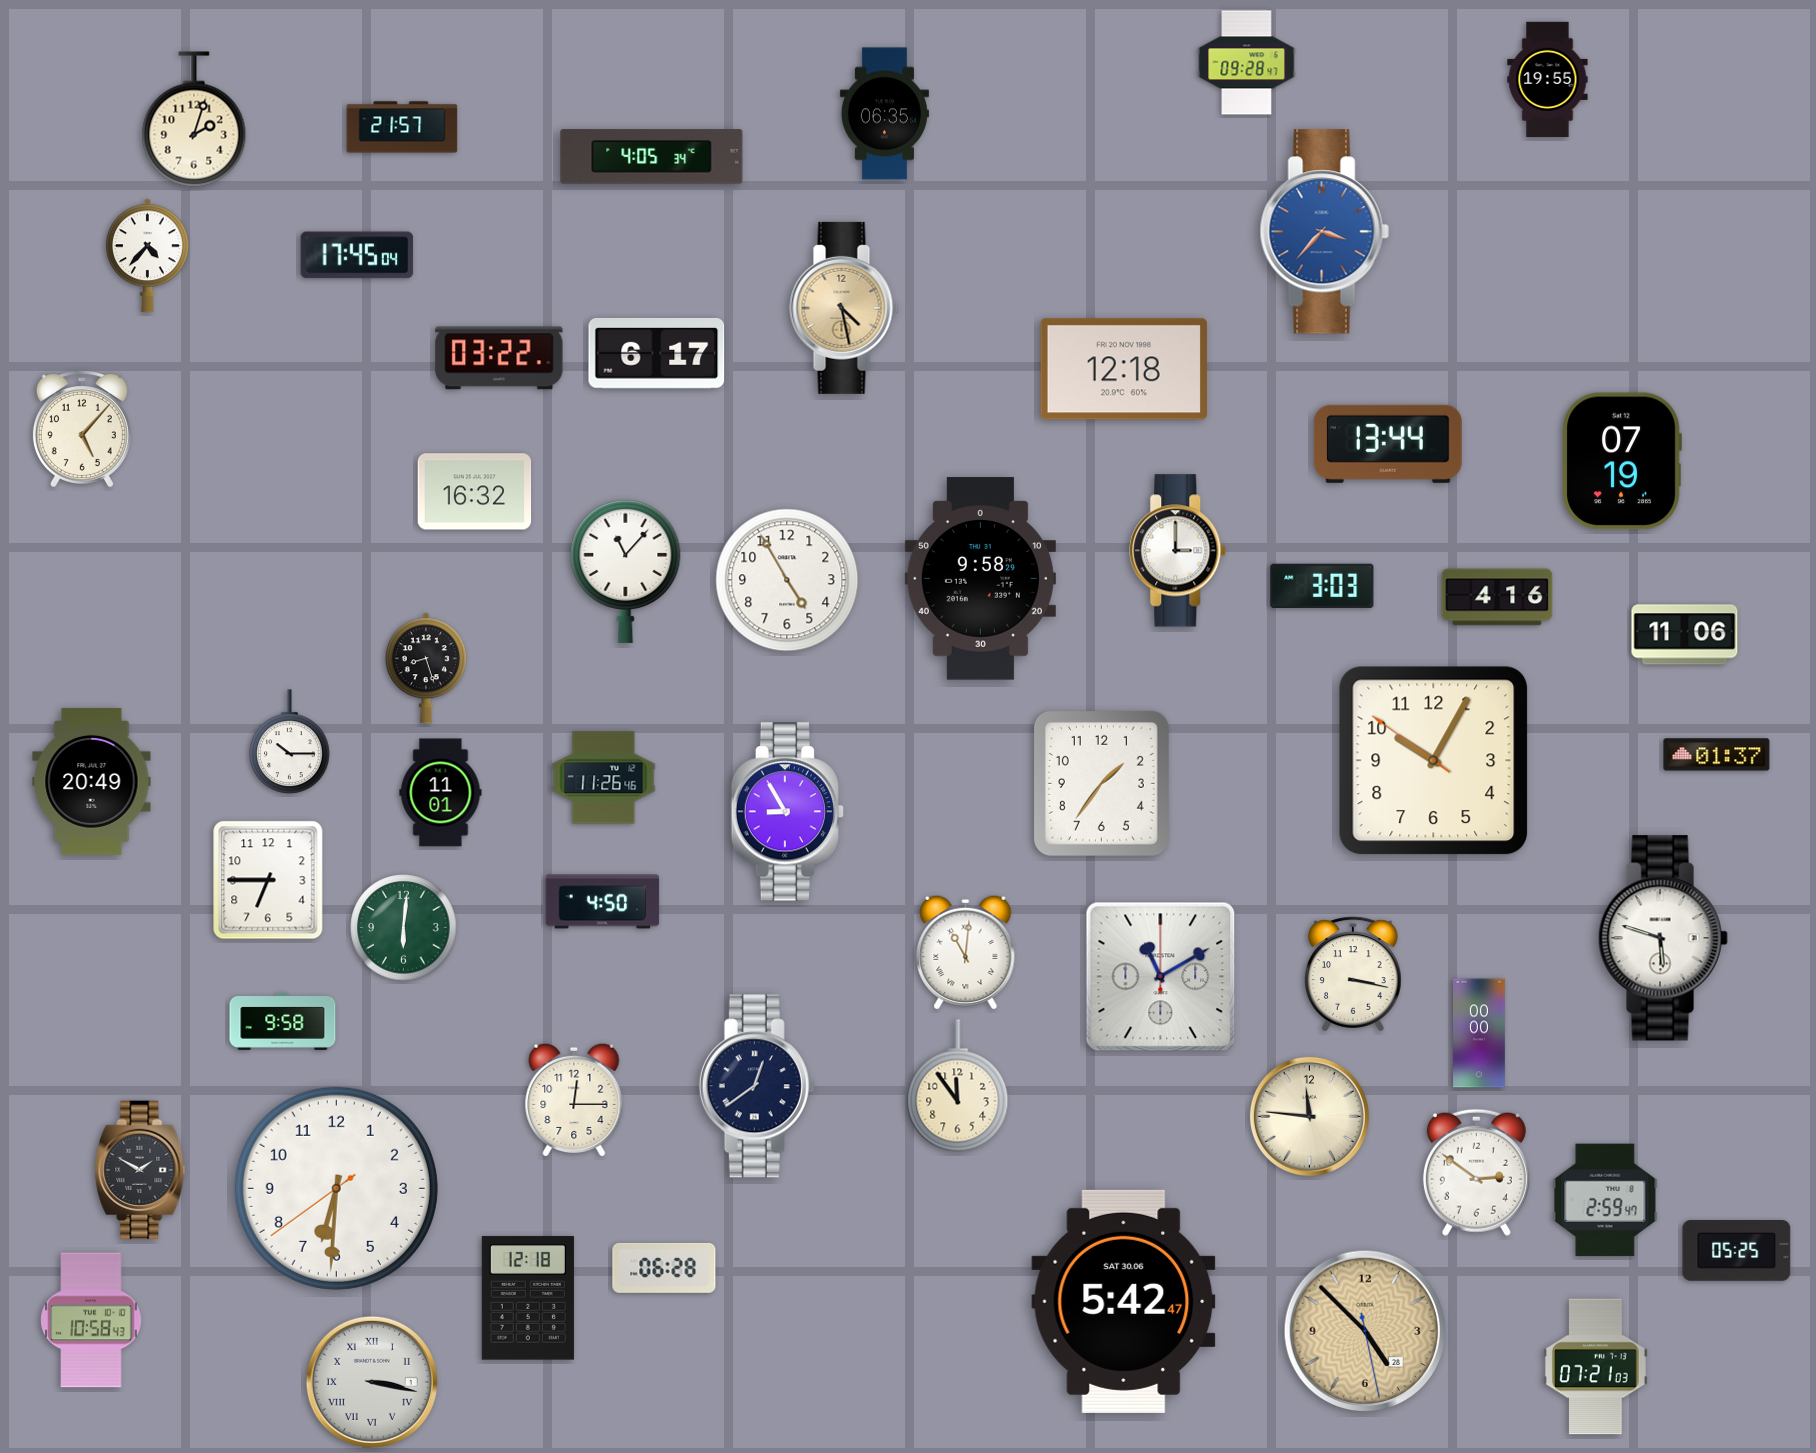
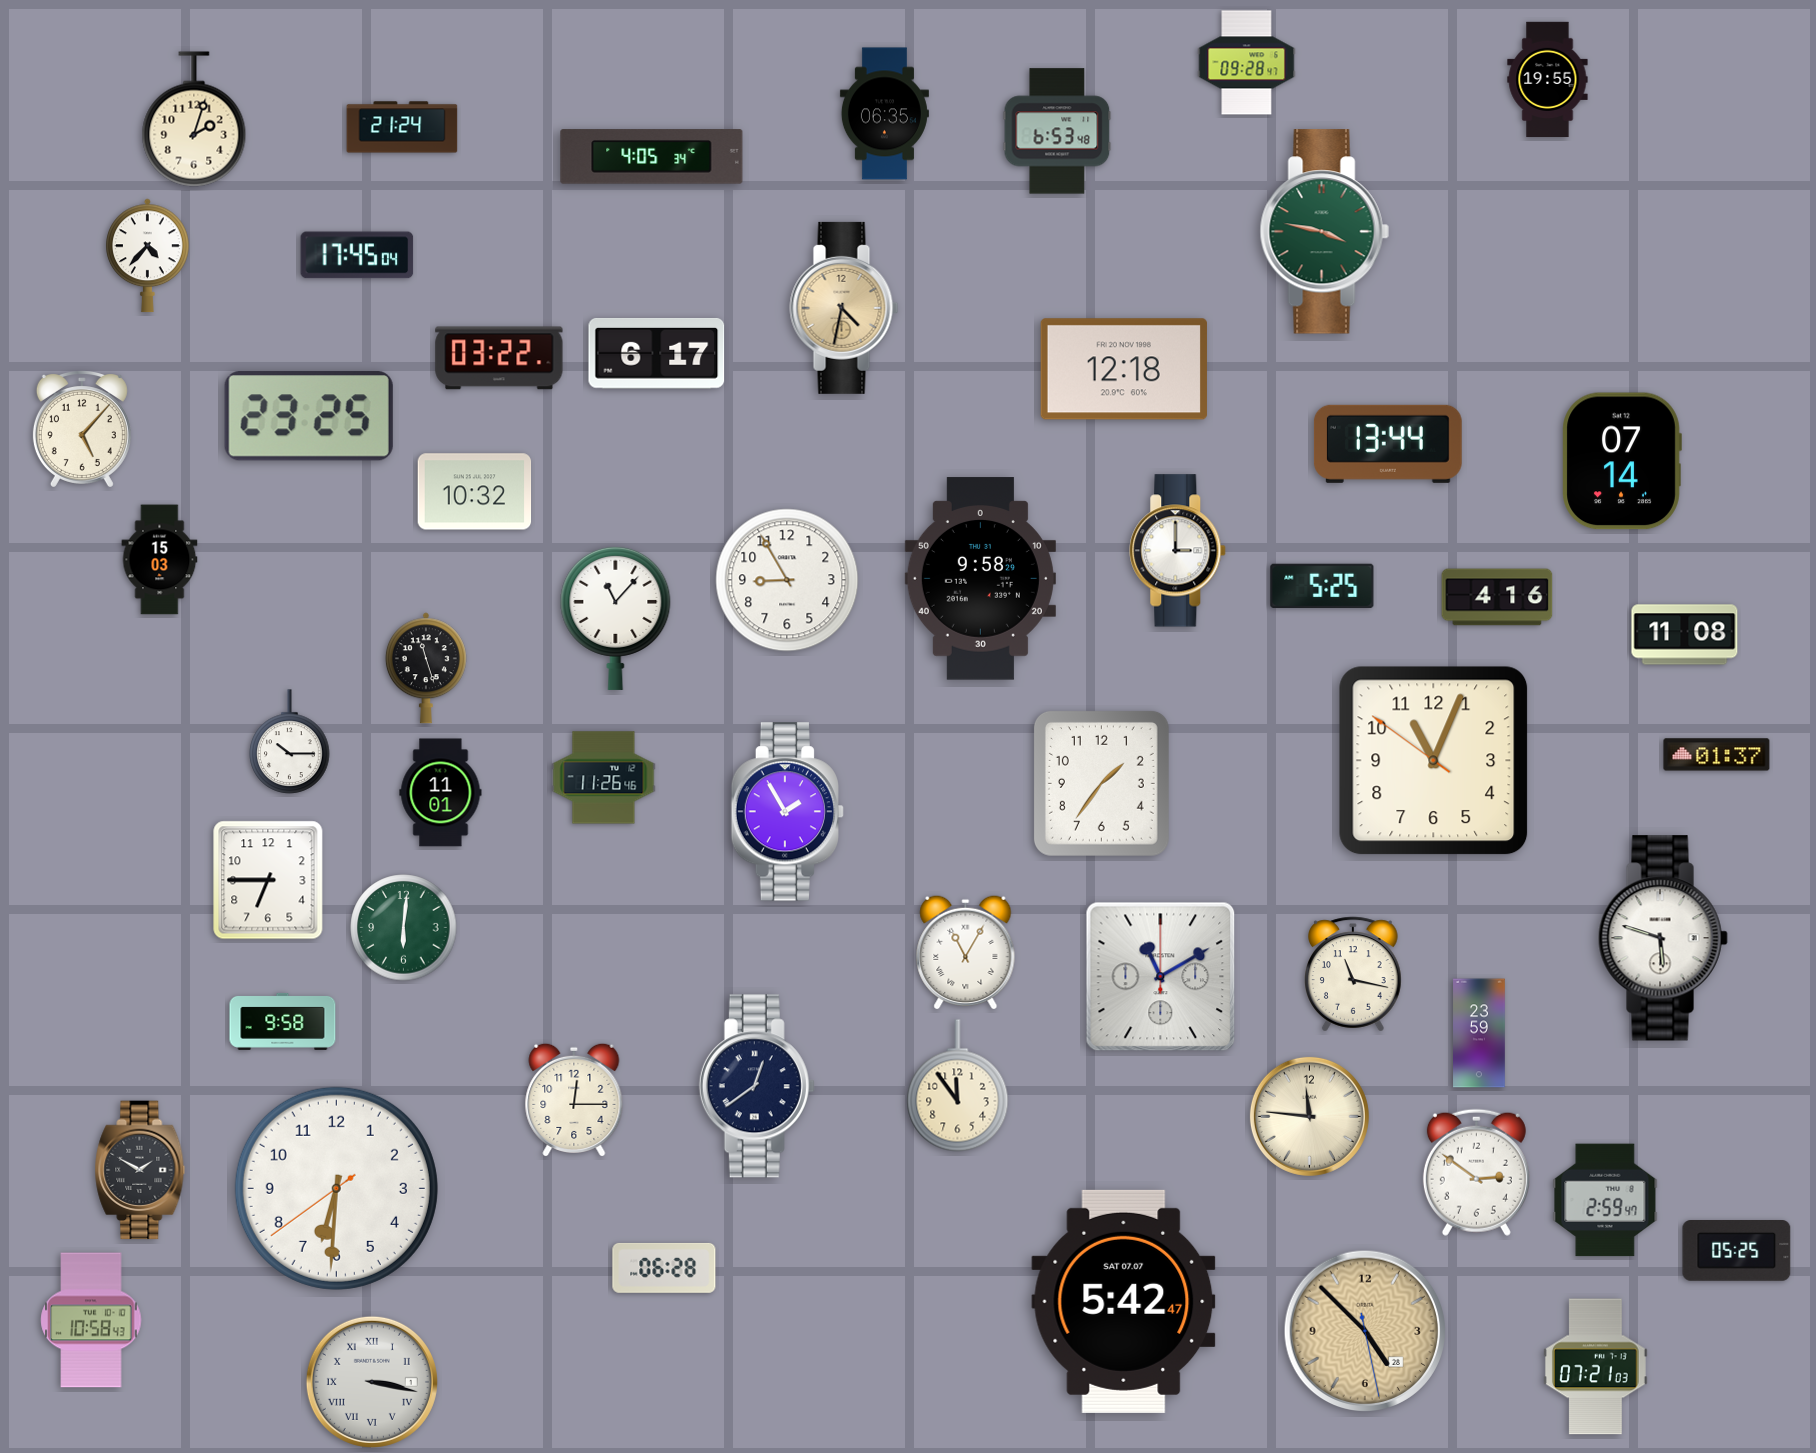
clock at (402, 127): 21:57 -> 21:24
clock at (1057, 131): none -> 6:53
clock at (1324, 232): 3:37 -> 3:47
clock at (1324, 232) dial: blue -> green
clock at (844, 308): 4:28 -> 4:32
clock at (309, 416): none -> 23:25
clock at (1622, 461): 07:19 -> 07:14
clock at (475, 492): 16:32 -> 10:32
clock at (160, 560): none -> 15:03
clock at (626, 571) position: (626, 571) -> (616, 618)
clock at (787, 580): 4:55 -> 8:55
clock at (1322, 585): 3:03 -> 5:25
clock at (1685, 635): 11:06 -> 11:08
clock at (426, 668): 8:27 -> 11:27
clock at (1434, 761): 10:04 -> 11:03
clock at (92, 781): 20:49 -> none
clock at (788, 812): 8:55 -> 1:55
clock at (603, 902): 4:50 -> none
clock at (966, 952): 11:01 -> 11:05
clock at (1354, 974): 3:17 -> 11:17
clock at (1479, 1033): 00:00 -> 23:59
clock at (528, 1298): 12:18 -> none
clock at (1124, 1301) date: SAT 30.06 -> SAT 07.07
